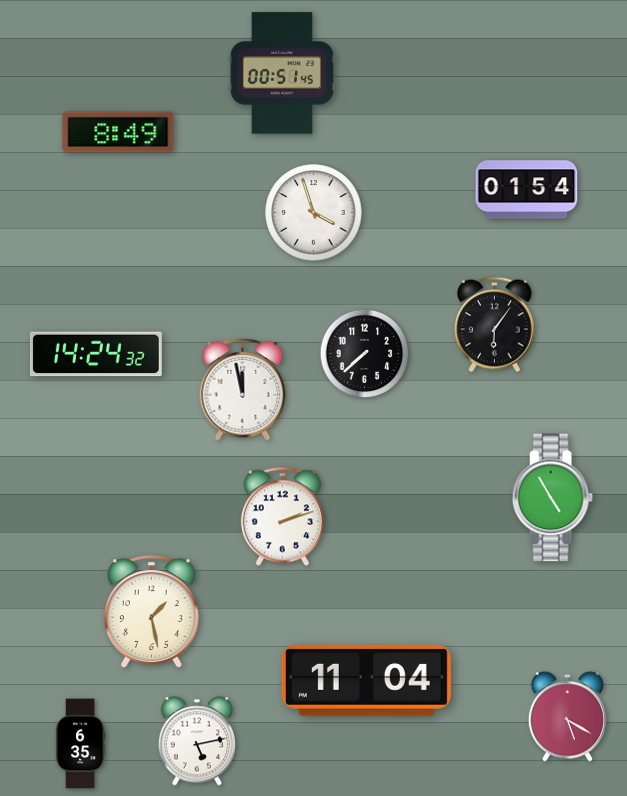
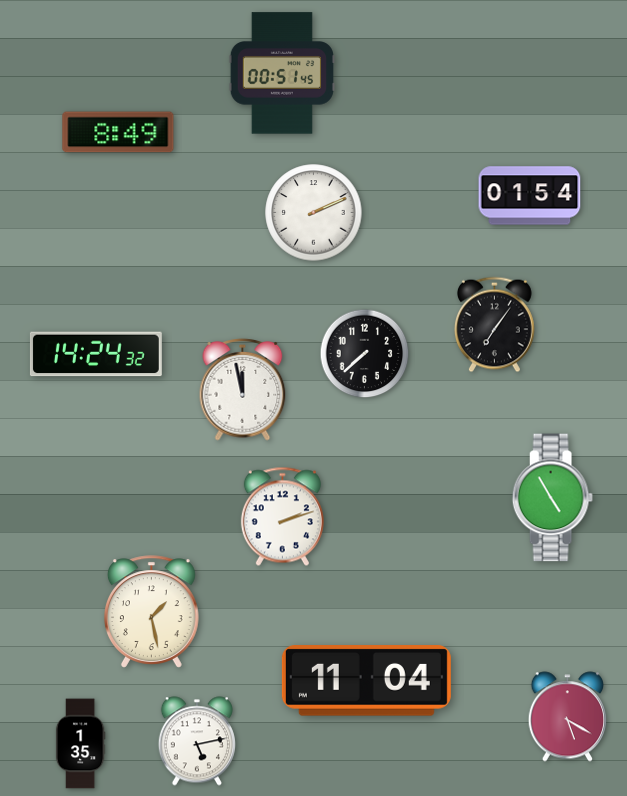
clock at (527, 190) position: (527, 190) -> (530, 196)
clock at (314, 213): 3:57 -> 2:11
clock at (494, 325): 6:06 -> 7:06
clock at (80, 744): 6:35 -> 1:35
